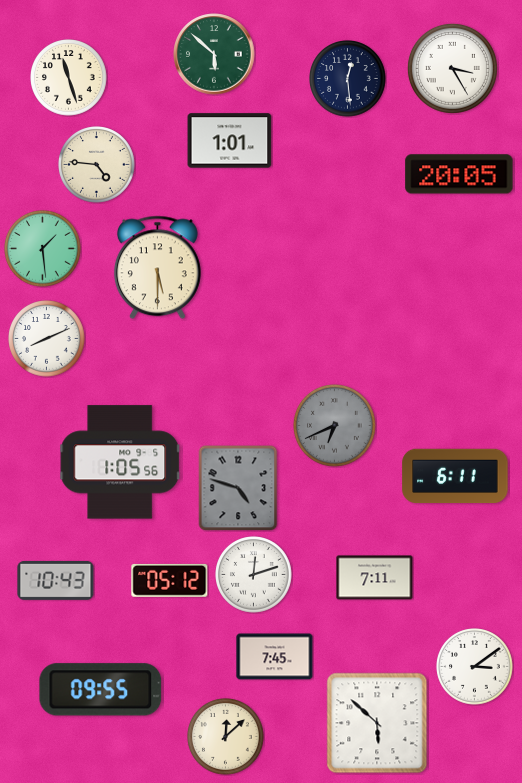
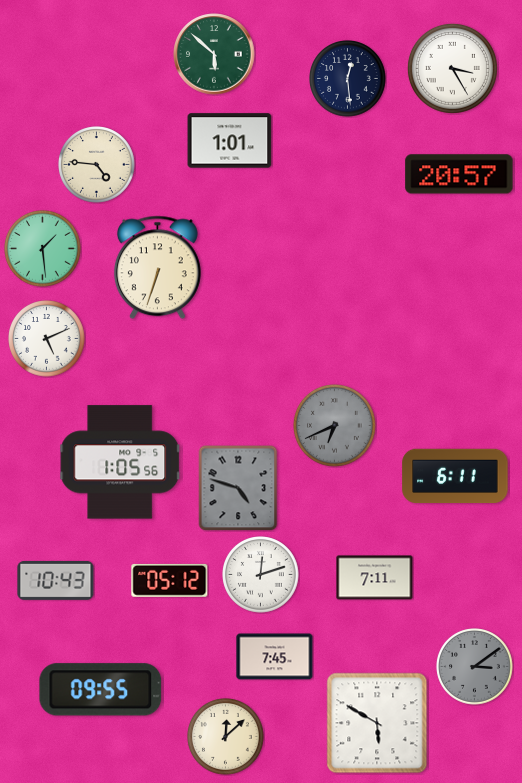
clock at (69, 78): 11:27 -> none
clock at (459, 174): 20:05 -> 20:57
clock at (157, 268): 5:30 -> 6:33
clock at (47, 339): 8:11 -> 5:11
clock at (254, 575) position: (254, 575) -> (261, 575)
clock at (475, 667) dial: white -> grey
clock at (377, 723): 5:52 -> 5:50
